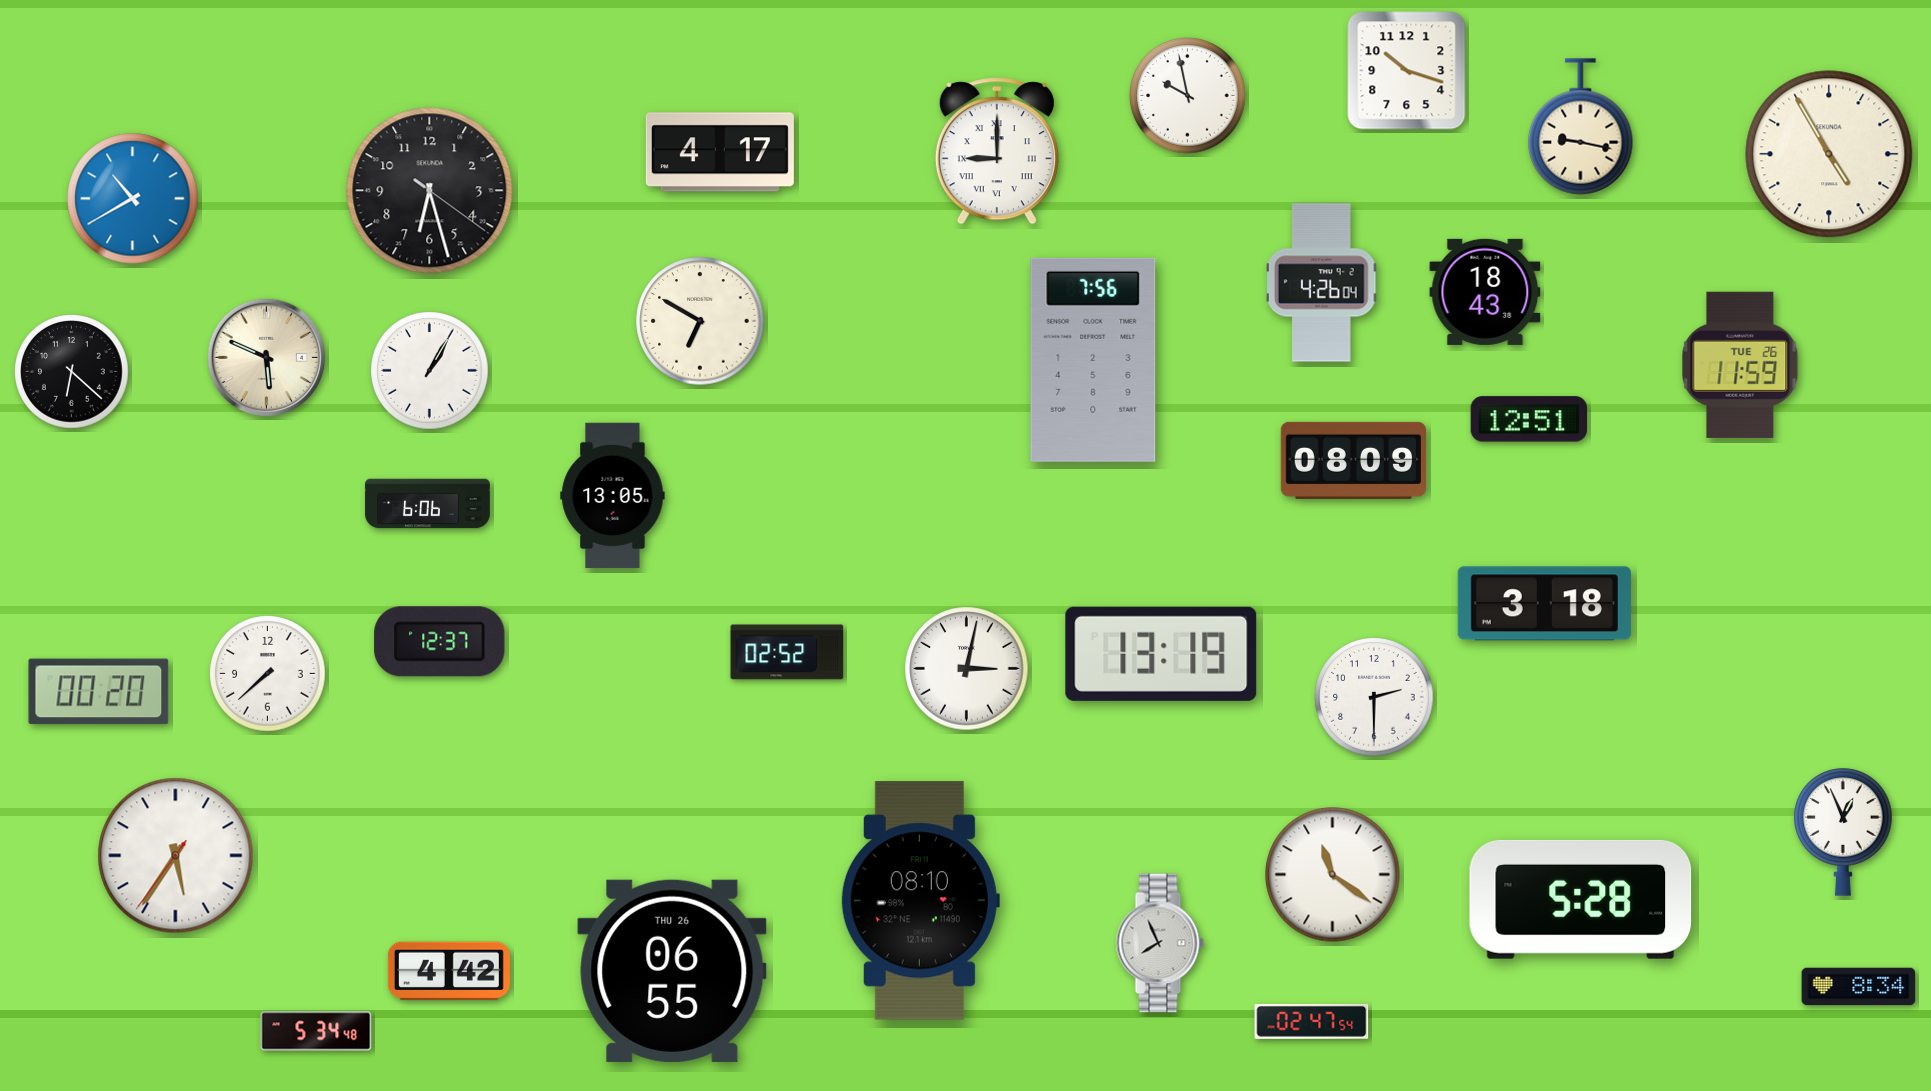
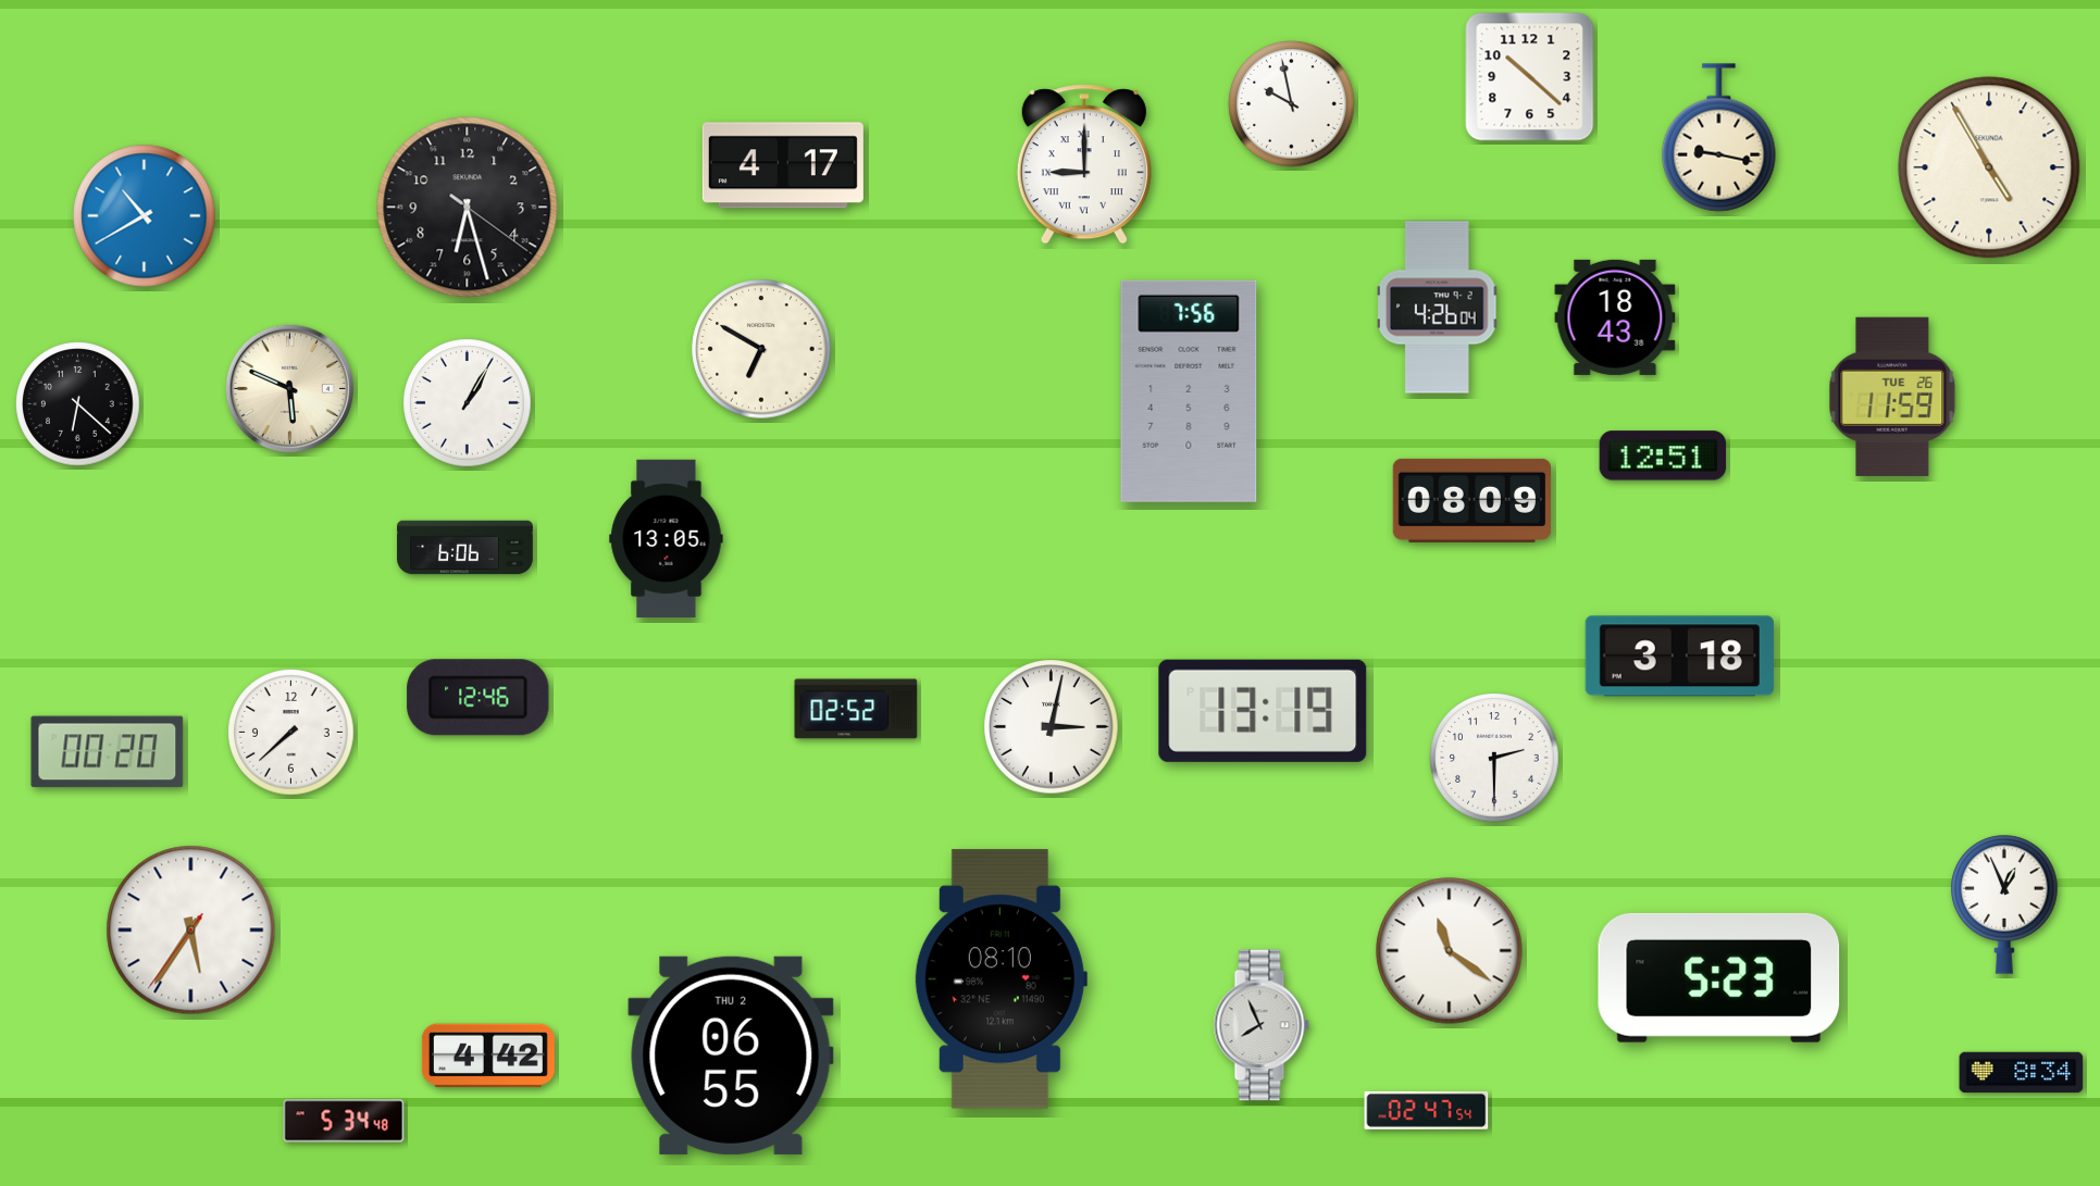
clock at (1407, 71): 10:18 -> 10:22
clock at (440, 642): 12:37 -> 12:46
clock at (1581, 899): 5:28 -> 5:23
clock at (672, 971) date: THU 26 -> THU 2
